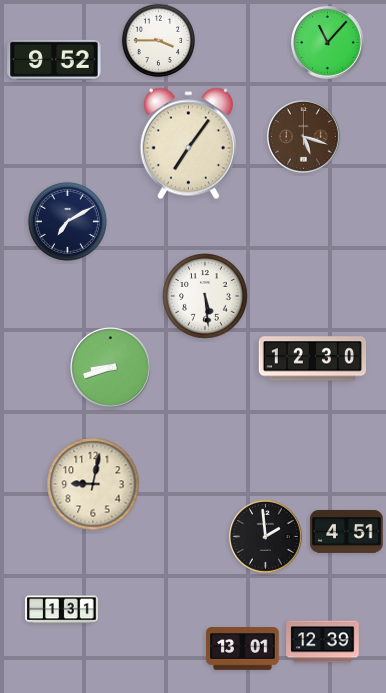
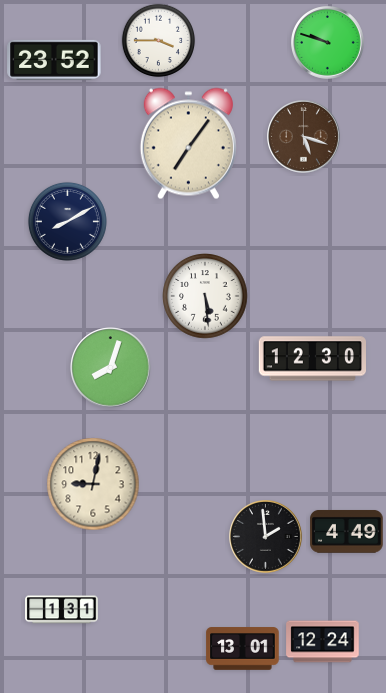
clock at (328, 43): 11:07 -> 9:48
clock at (54, 60): 9:52 -> 23:52
clock at (67, 221): 7:10 -> 8:10
clock at (111, 368): 8:42 -> 8:03
clock at (347, 531): 4:51 -> 4:49
clock at (323, 642): 12:39 -> 12:24
